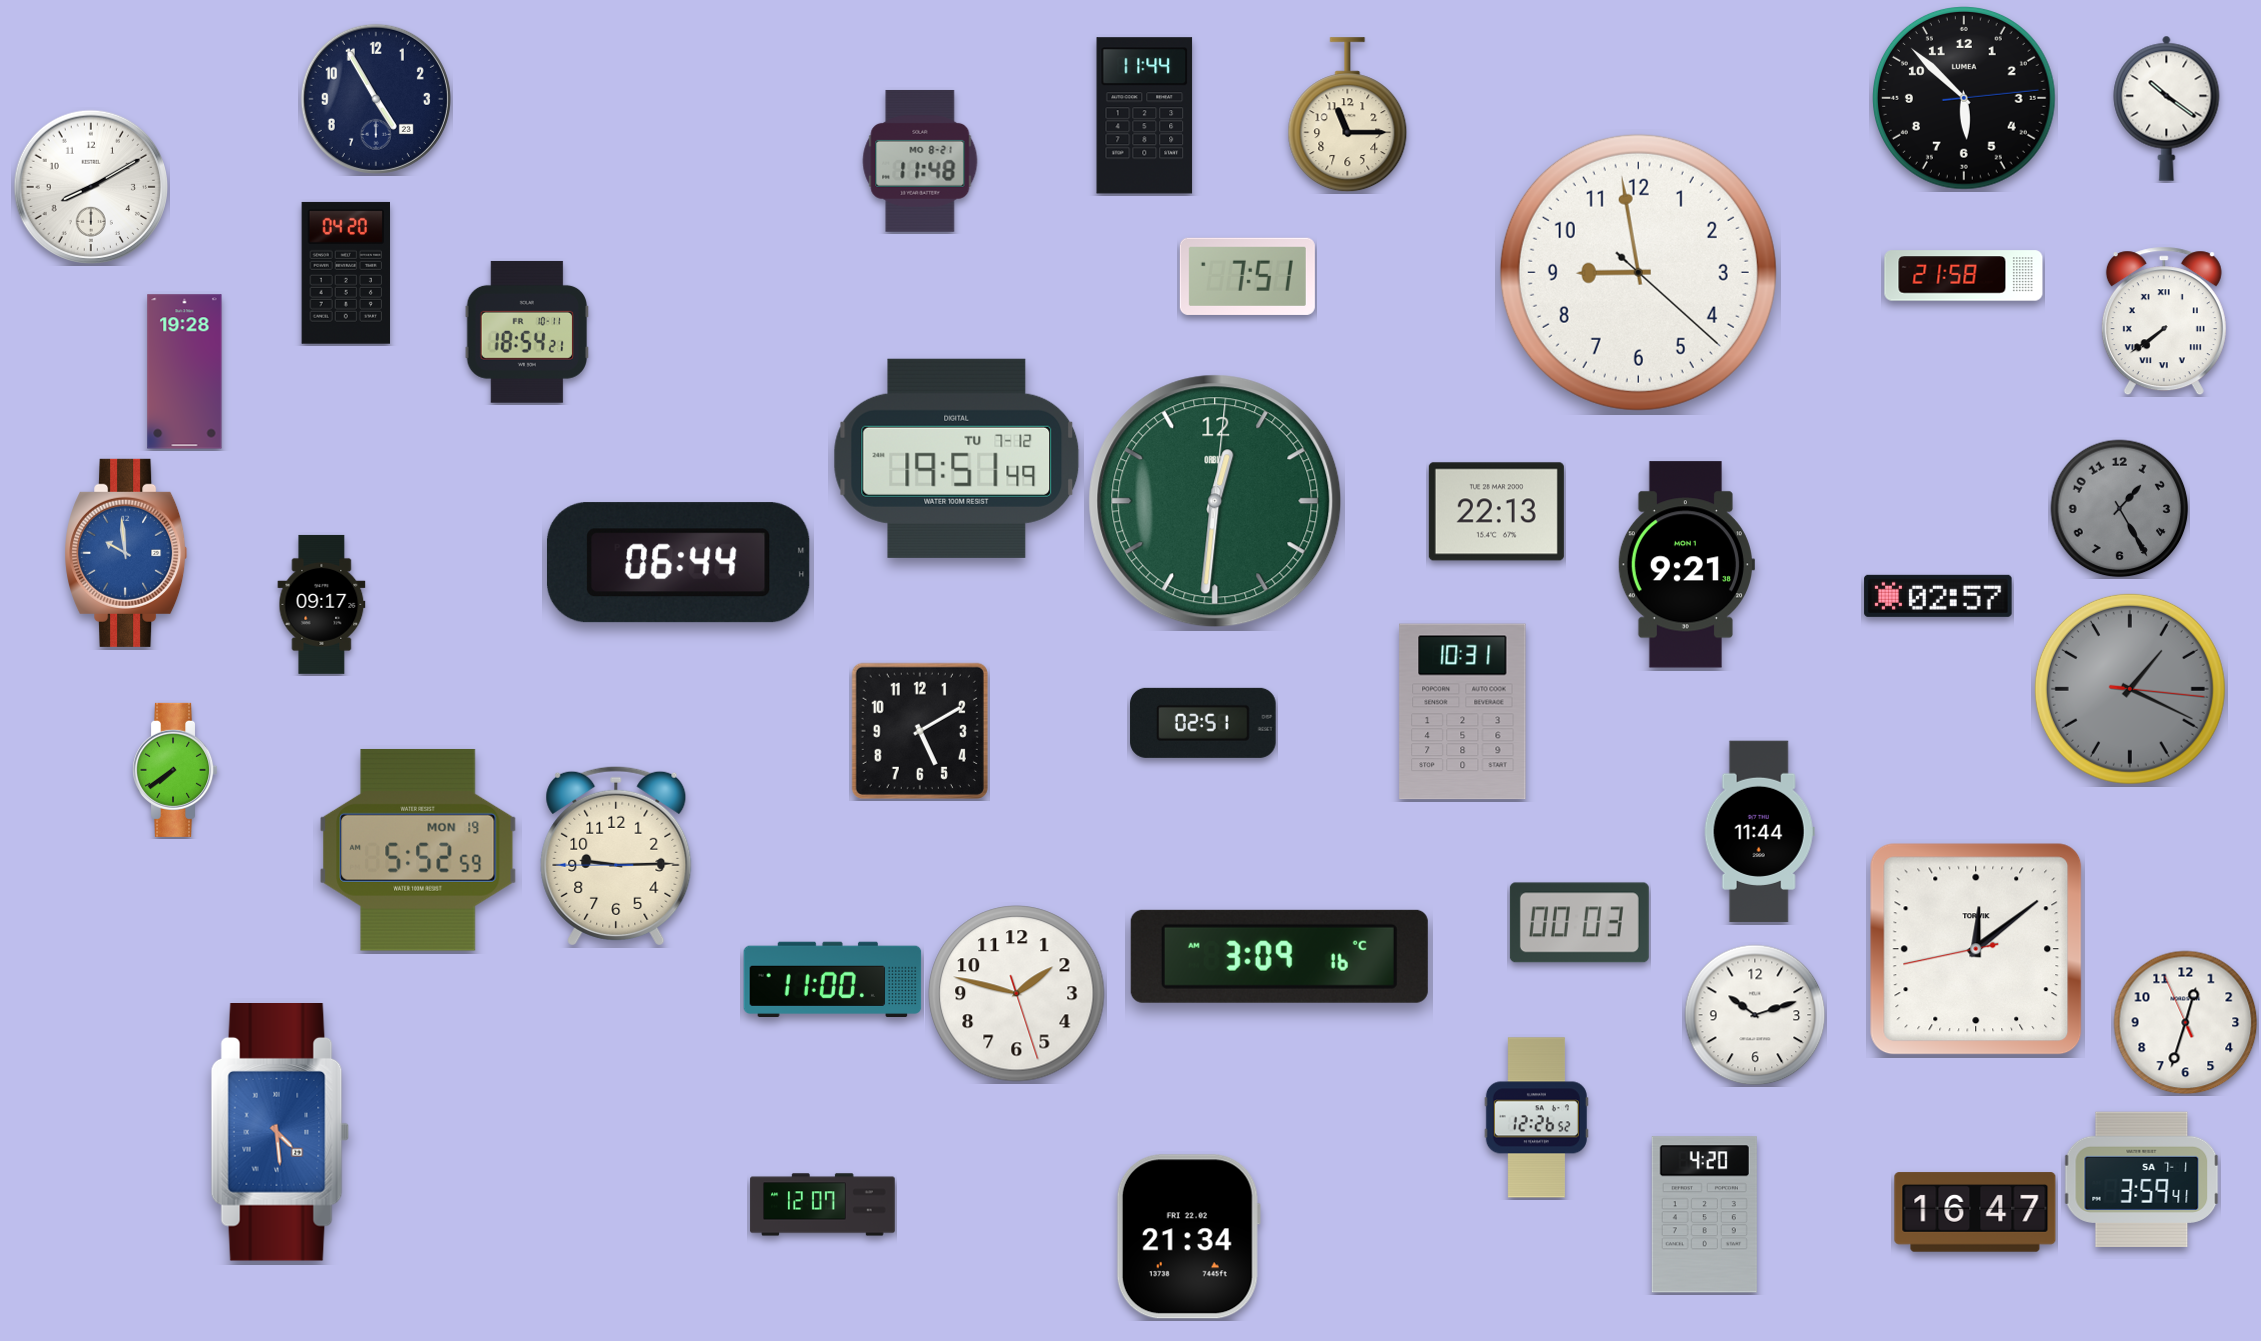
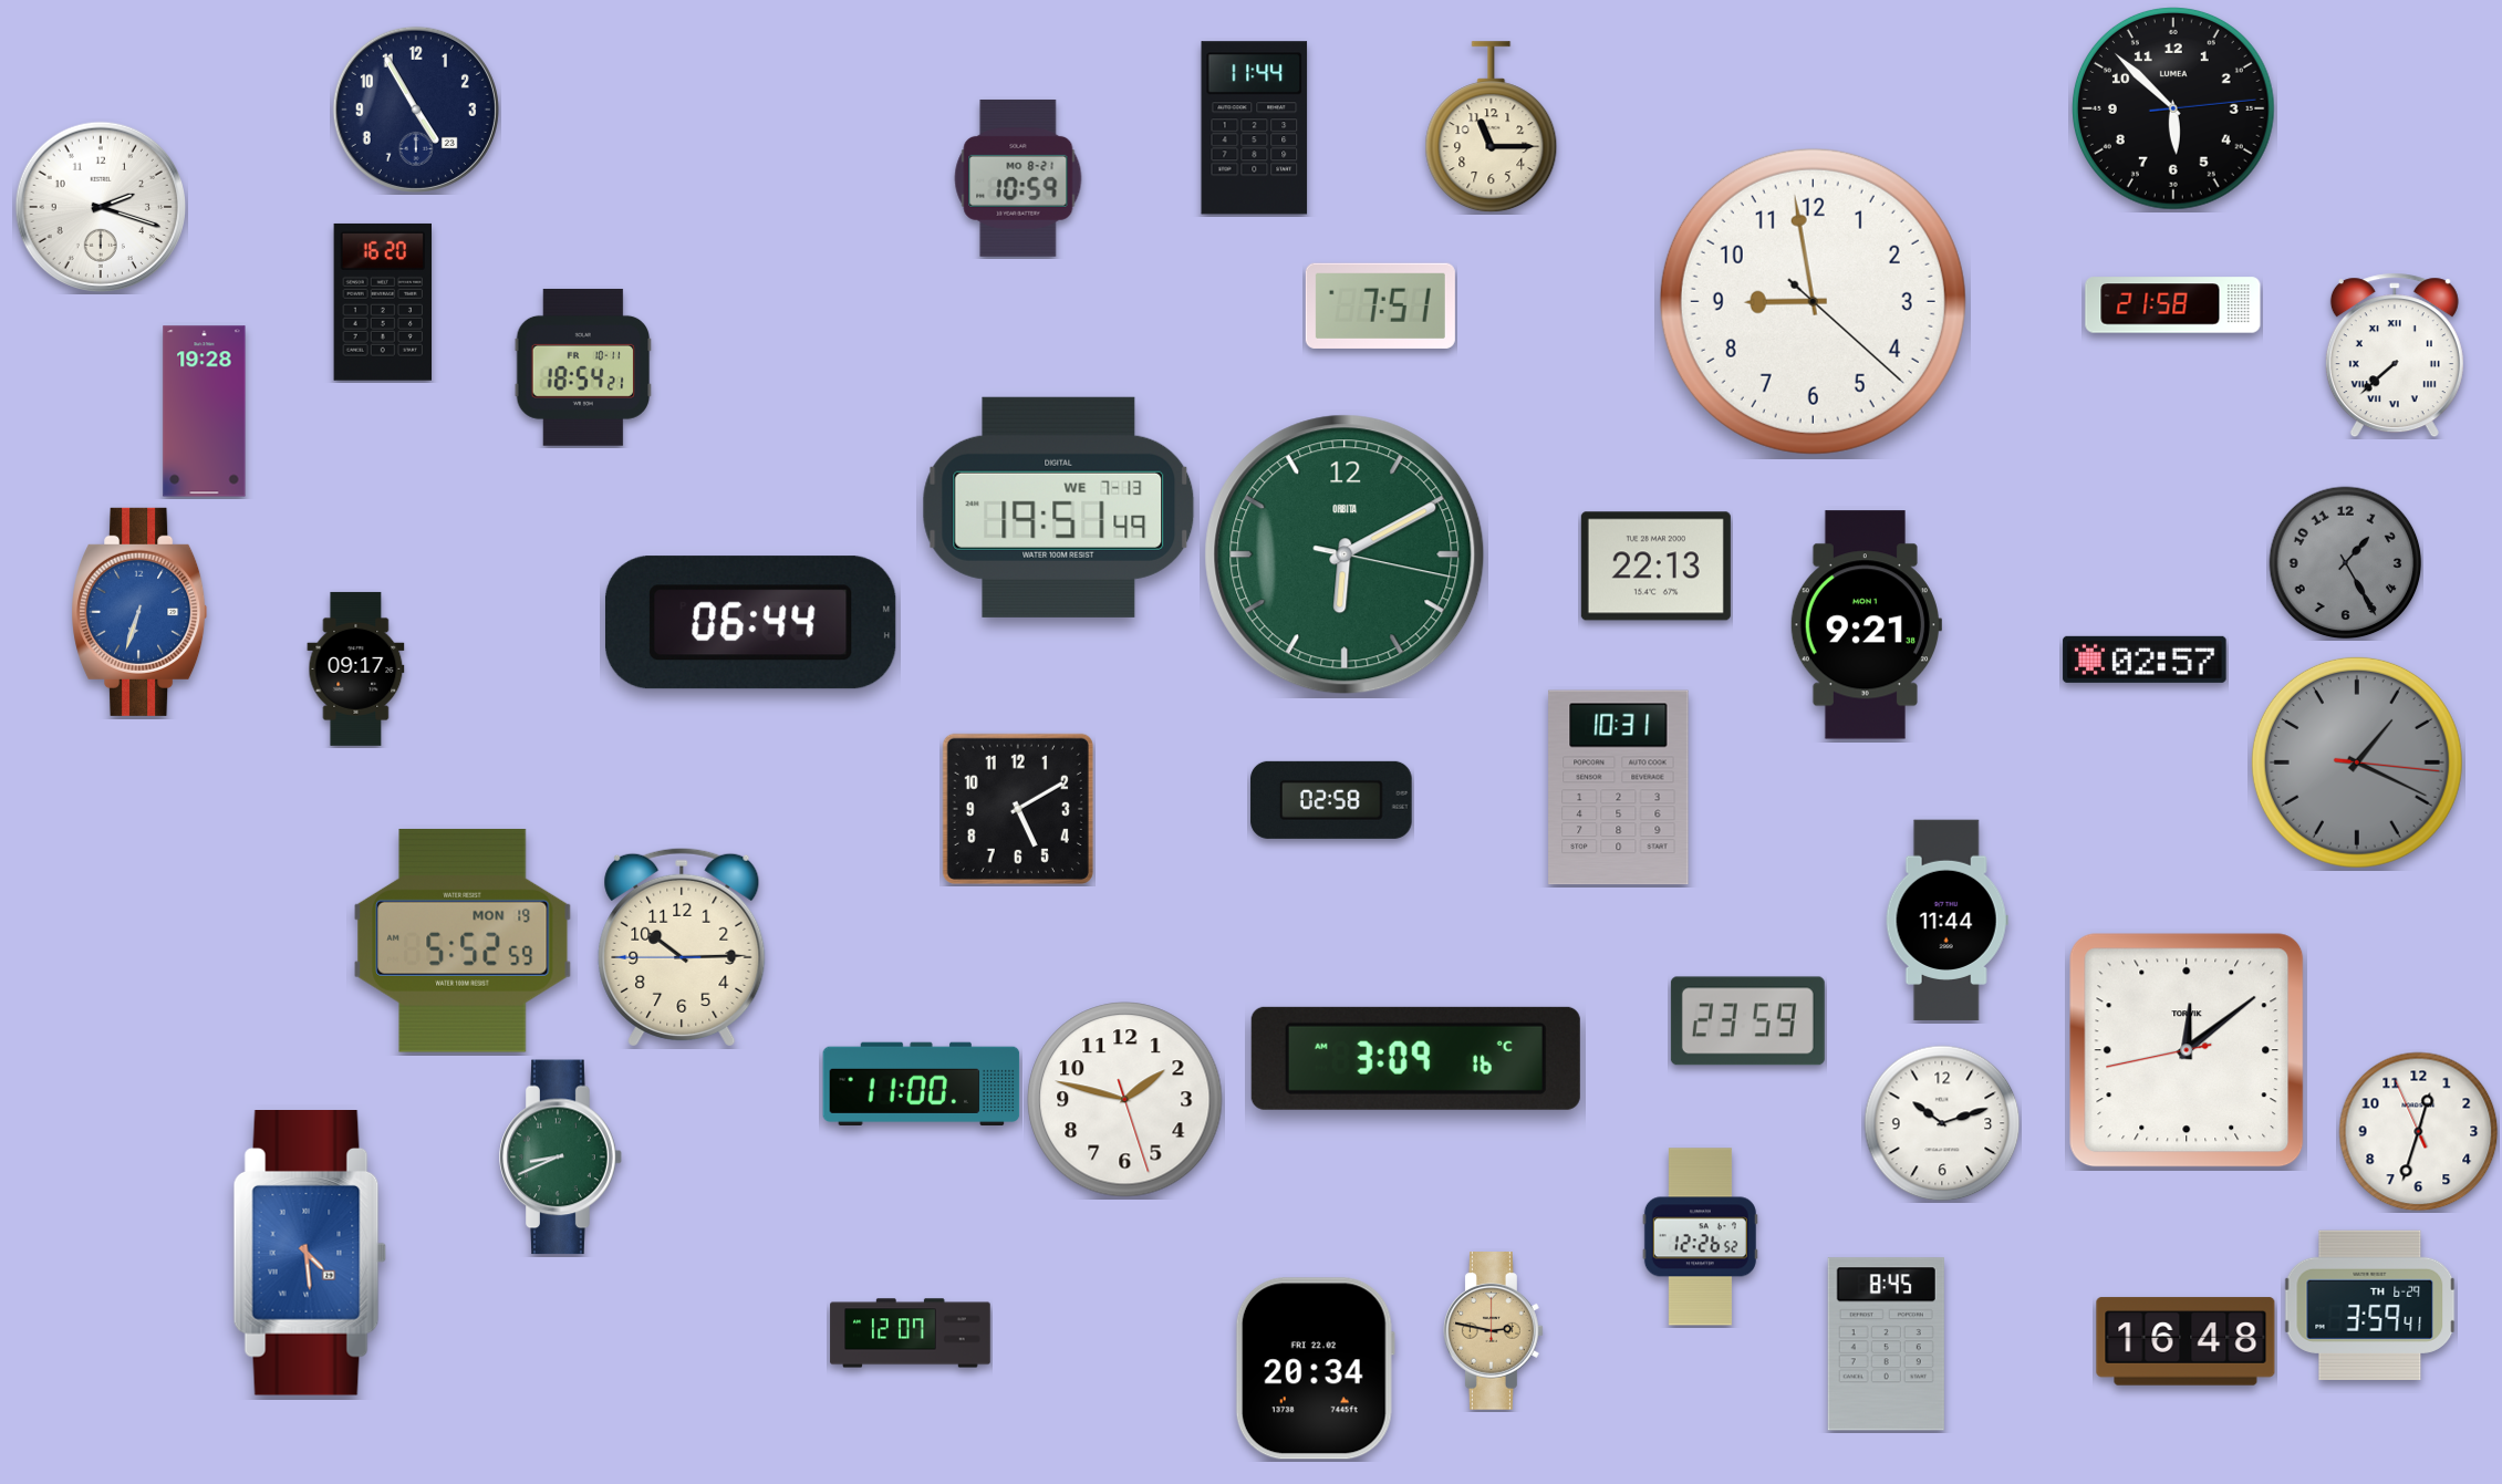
clock at (2167, 108): 10:21 -> none
clock at (1145, 116) position: (1145, 116) -> (1255, 128)
clock at (920, 161): 11:48 -> 10:59
clock at (90, 186): 8:10 -> 2:18
clock at (345, 273): 04:20 -> 16:20
clock at (2164, 321): 7:39 -> 7:38
clock at (957, 458) date: TU 7-12 -> WE 7-13
clock at (1215, 501): 12:31 -> 6:10
clock at (126, 553): 9:59 -> 6:33
clock at (1203, 723): 02:51 -> 02:58
clock at (175, 770): 7:39 -> none
clock at (616, 856): 9:14 -> 10:14
clock at (1579, 923): 00:03 -> 23:59
clock at (561, 1158): none -> 8:41
clock at (2142, 1179) date: SA 7-1 -> TH 6-29
clock at (1494, 1331): none -> 2:47
clock at (1975, 1212): 16:47 -> 16:48
clock at (1704, 1215): 4:20 -> 8:45
clock at (1188, 1237): 21:34 -> 20:34
